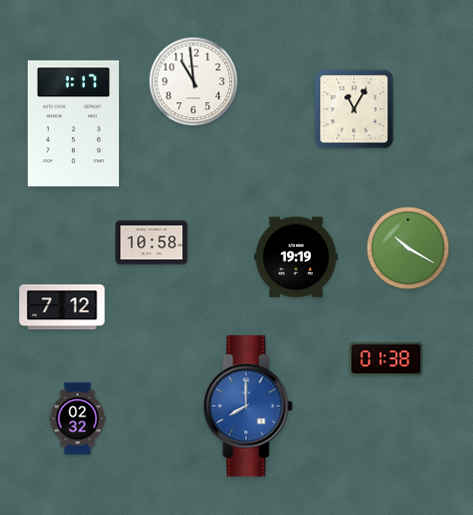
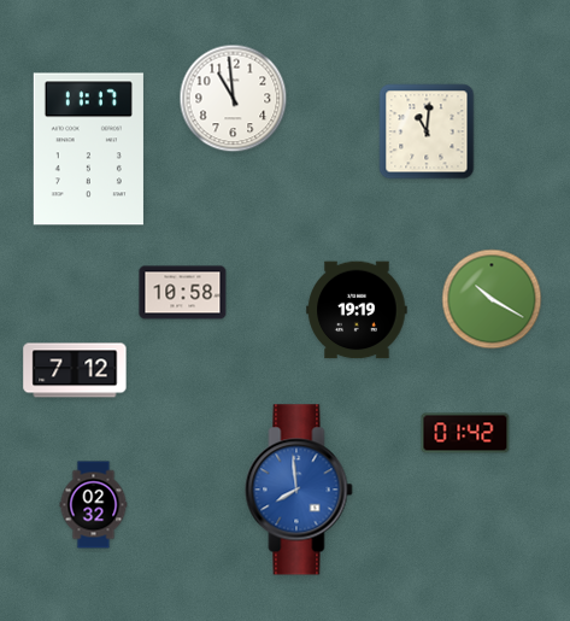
clock at (354, 109): 11:05 -> 11:01
clock at (73, 124): 1:17 -> 11:17
clock at (386, 359): 01:38 -> 01:42
clock at (248, 406): 8:00 -> 7:59
